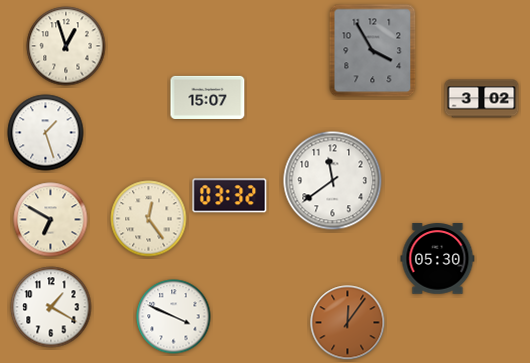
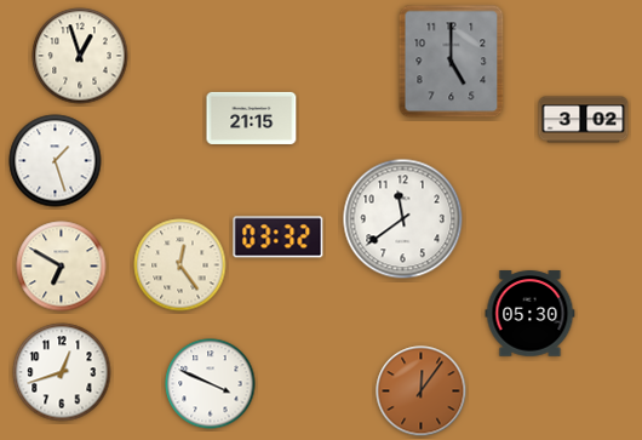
clock at (373, 51): 3:55 -> 5:00
clock at (208, 97): 15:07 -> 21:15
clock at (51, 307): 1:20 -> 12:42
